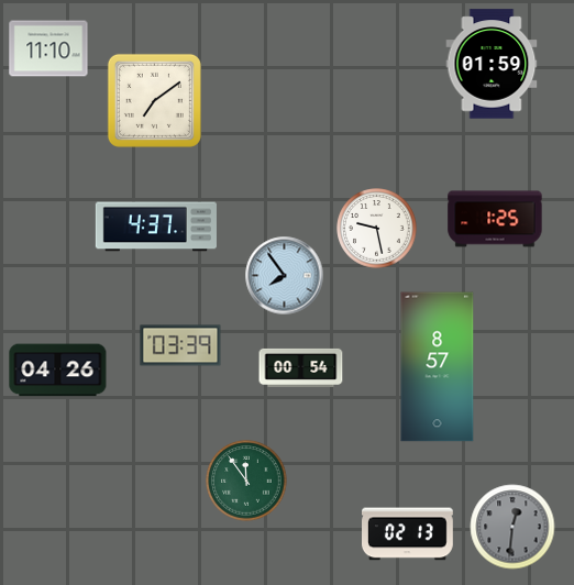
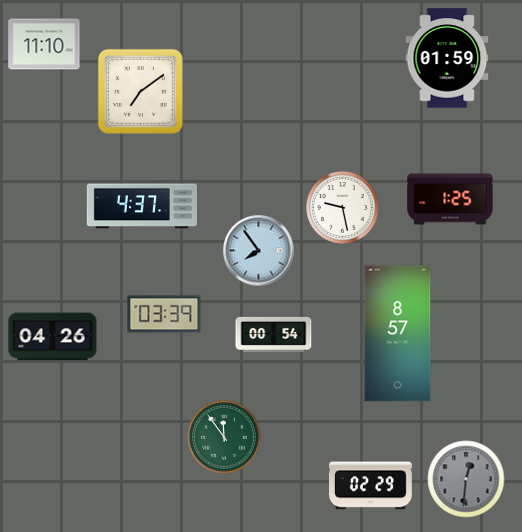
clock at (408, 534): 02:13 -> 02:29
